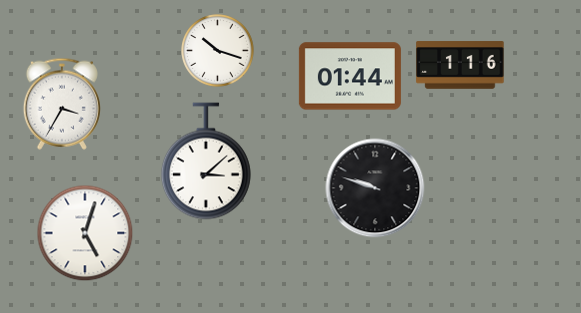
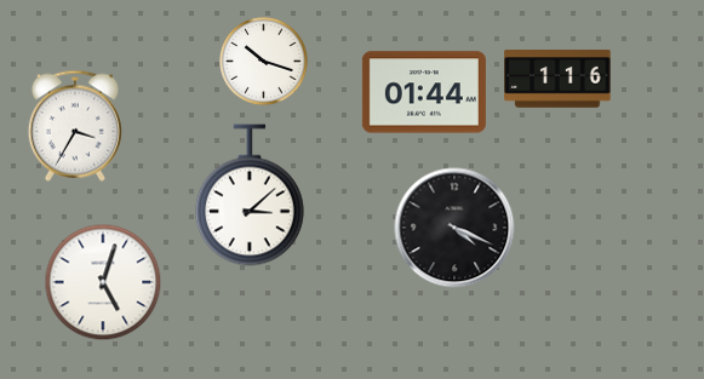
clock at (375, 188): 9:48 -> 4:19
